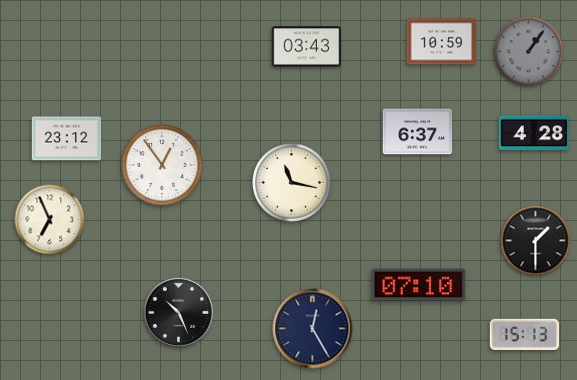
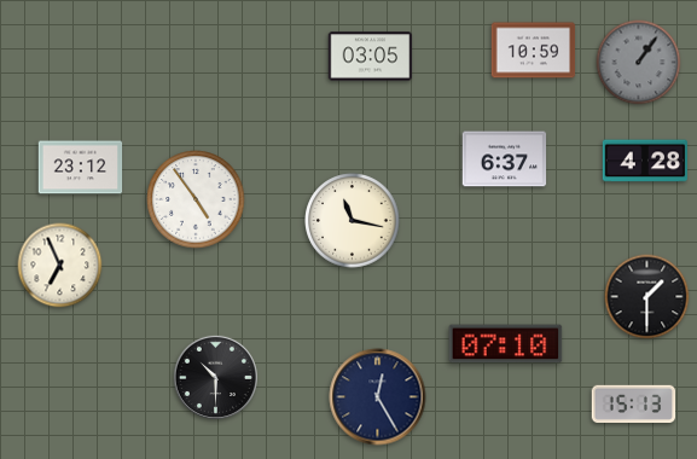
clock at (307, 47): 03:43 -> 03:05
clock at (162, 165): 12:54 -> 4:54
clock at (536, 241) position: (536, 241) -> (647, 297)
clock at (178, 312): 10:26 -> 10:30
